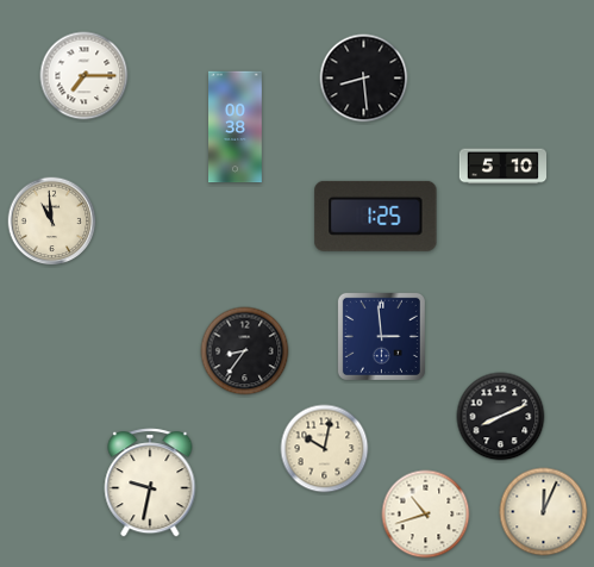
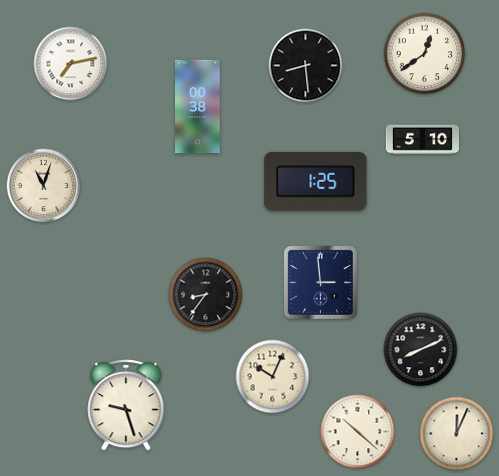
clock at (425, 54): none -> 12:39
clock at (85, 76): 7:15 -> 7:13
clock at (52, 222): 10:59 -> 11:03
clock at (325, 449): 10:02 -> 10:04
clock at (150, 482): 9:32 -> 9:27
clock at (544, 512) position: (544, 512) -> (457, 434)
clock at (426, 515): 10:42 -> 10:22
